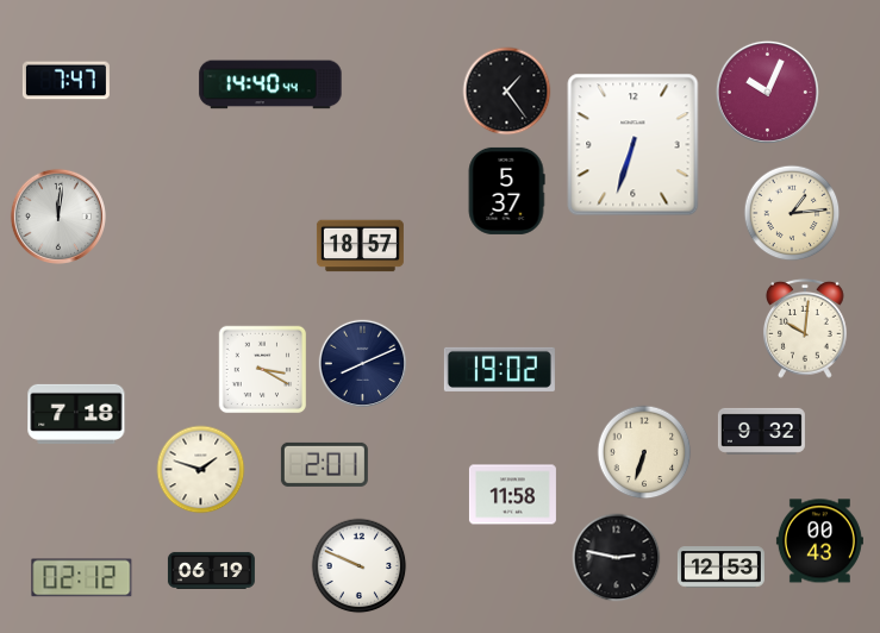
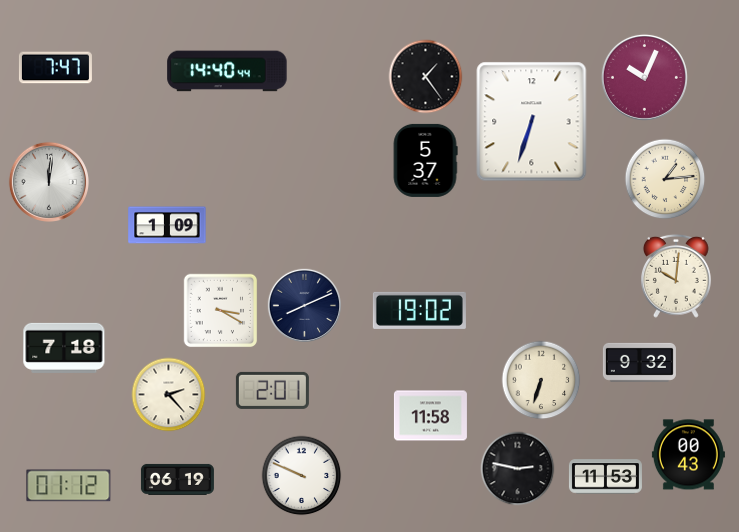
clock at (360, 246): 18:57 -> none
clock at (167, 225): none -> 1:09
clock at (201, 470): 1:48 -> 2:23
clock at (720, 568): 12:53 -> 11:53
clock at (82, 578): 02:12 -> 01:12
